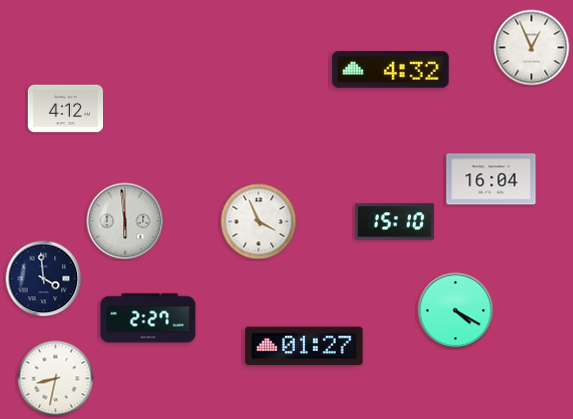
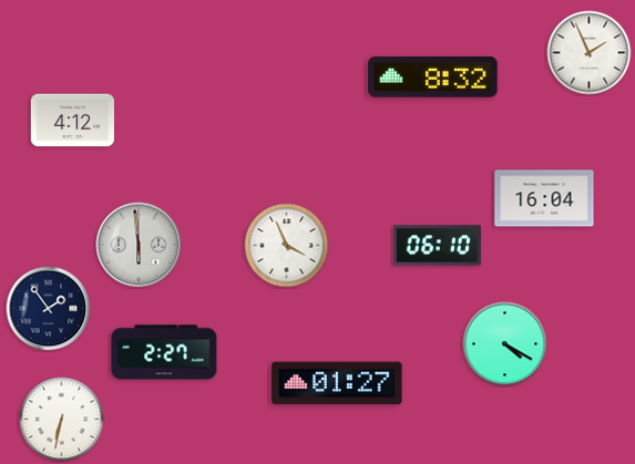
clock at (532, 48): 12:56 -> 1:56
clock at (391, 70): 4:32 -> 8:32
clock at (394, 222): 15:10 -> 06:10
clock at (44, 279): 3:59 -> 1:54
clock at (56, 379): 8:32 -> 6:32
